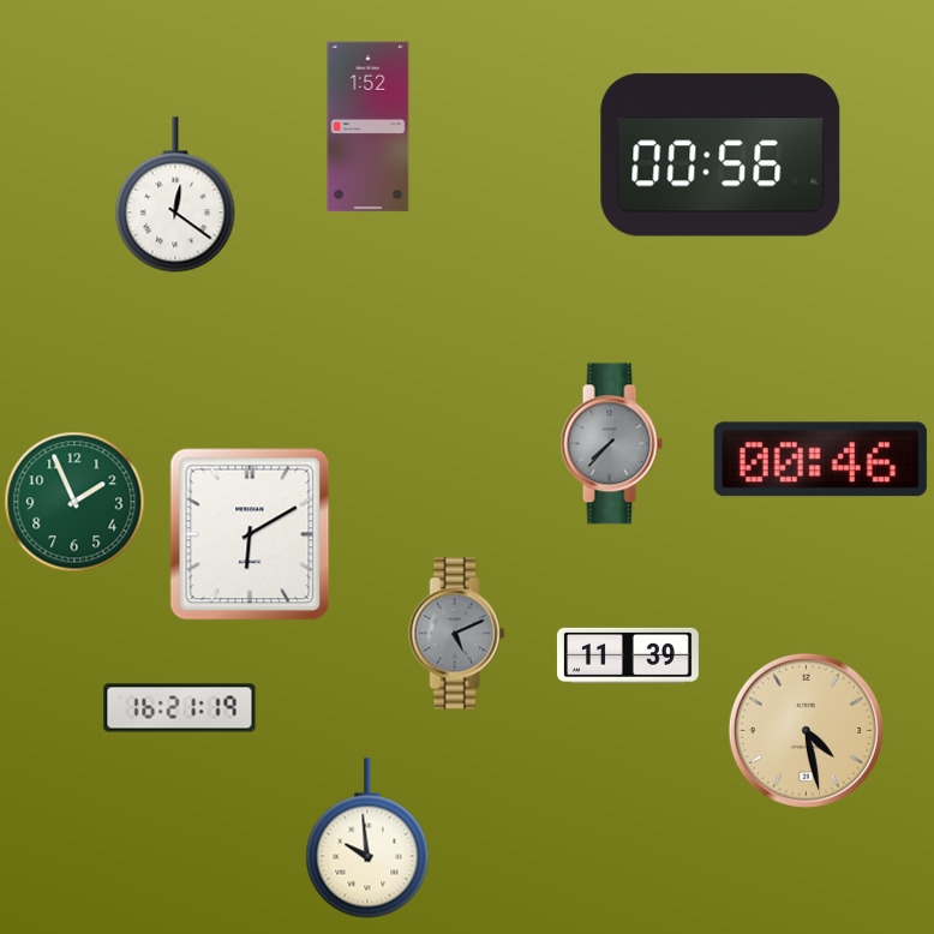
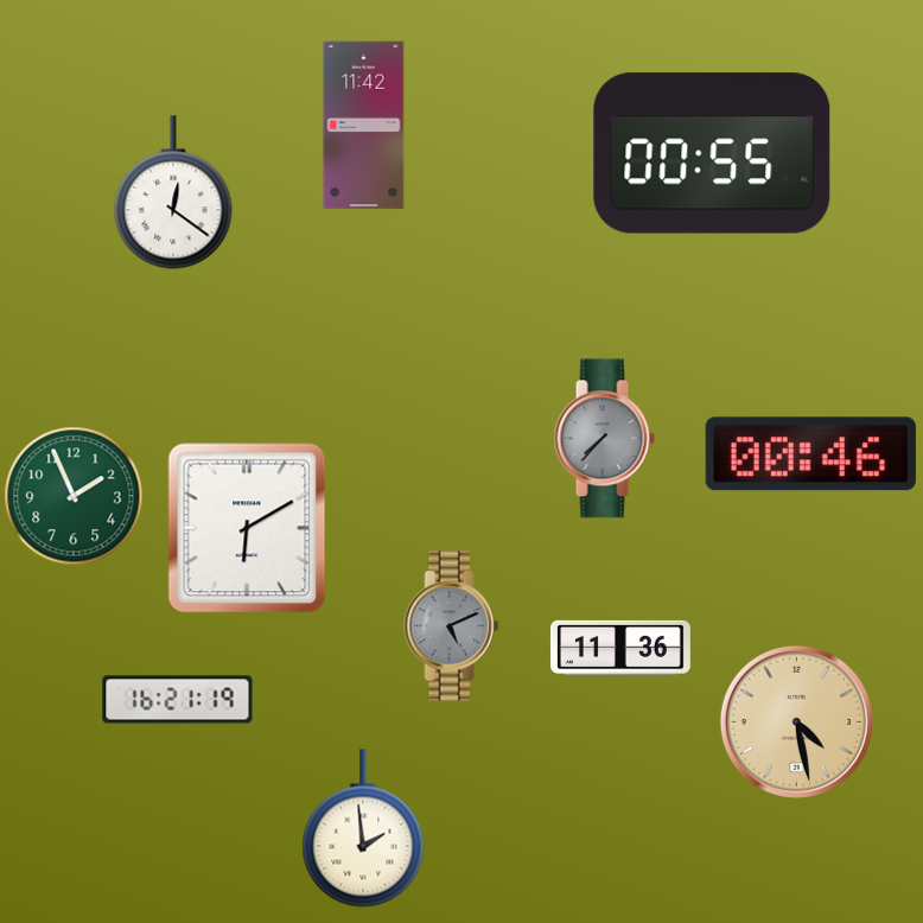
clock at (369, 127): 1:52 -> 11:42
clock at (720, 155): 00:56 -> 00:55
clock at (628, 655): 11:39 -> 11:36
clock at (367, 838): 9:59 -> 1:59
